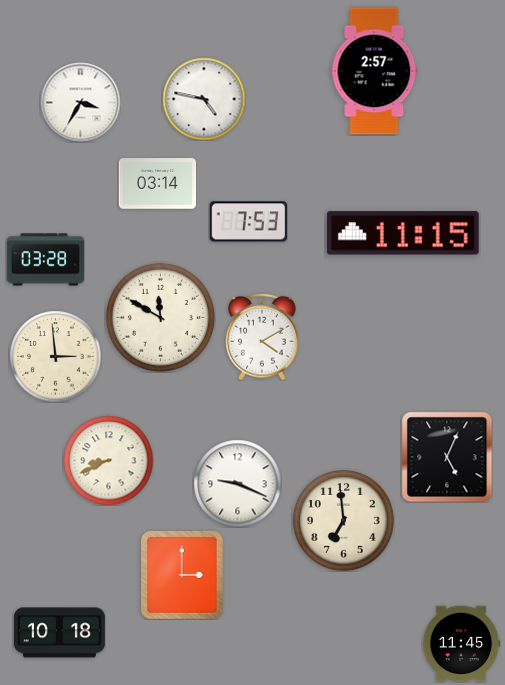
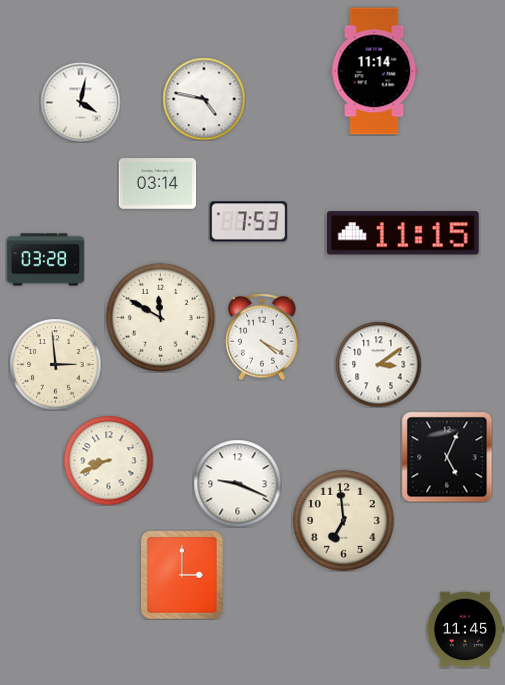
clock at (374, 71): 2:57 -> 11:14
clock at (80, 102): 3:35 -> 4:02
clock at (262, 337): 4:10 -> 4:20
clock at (55, 356) position: (55, 356) -> (55, 364)
clock at (378, 364): none -> 3:09
clock at (59, 633): 10:18 -> none
clock at (461, 644) position: (461, 644) -> (465, 630)
